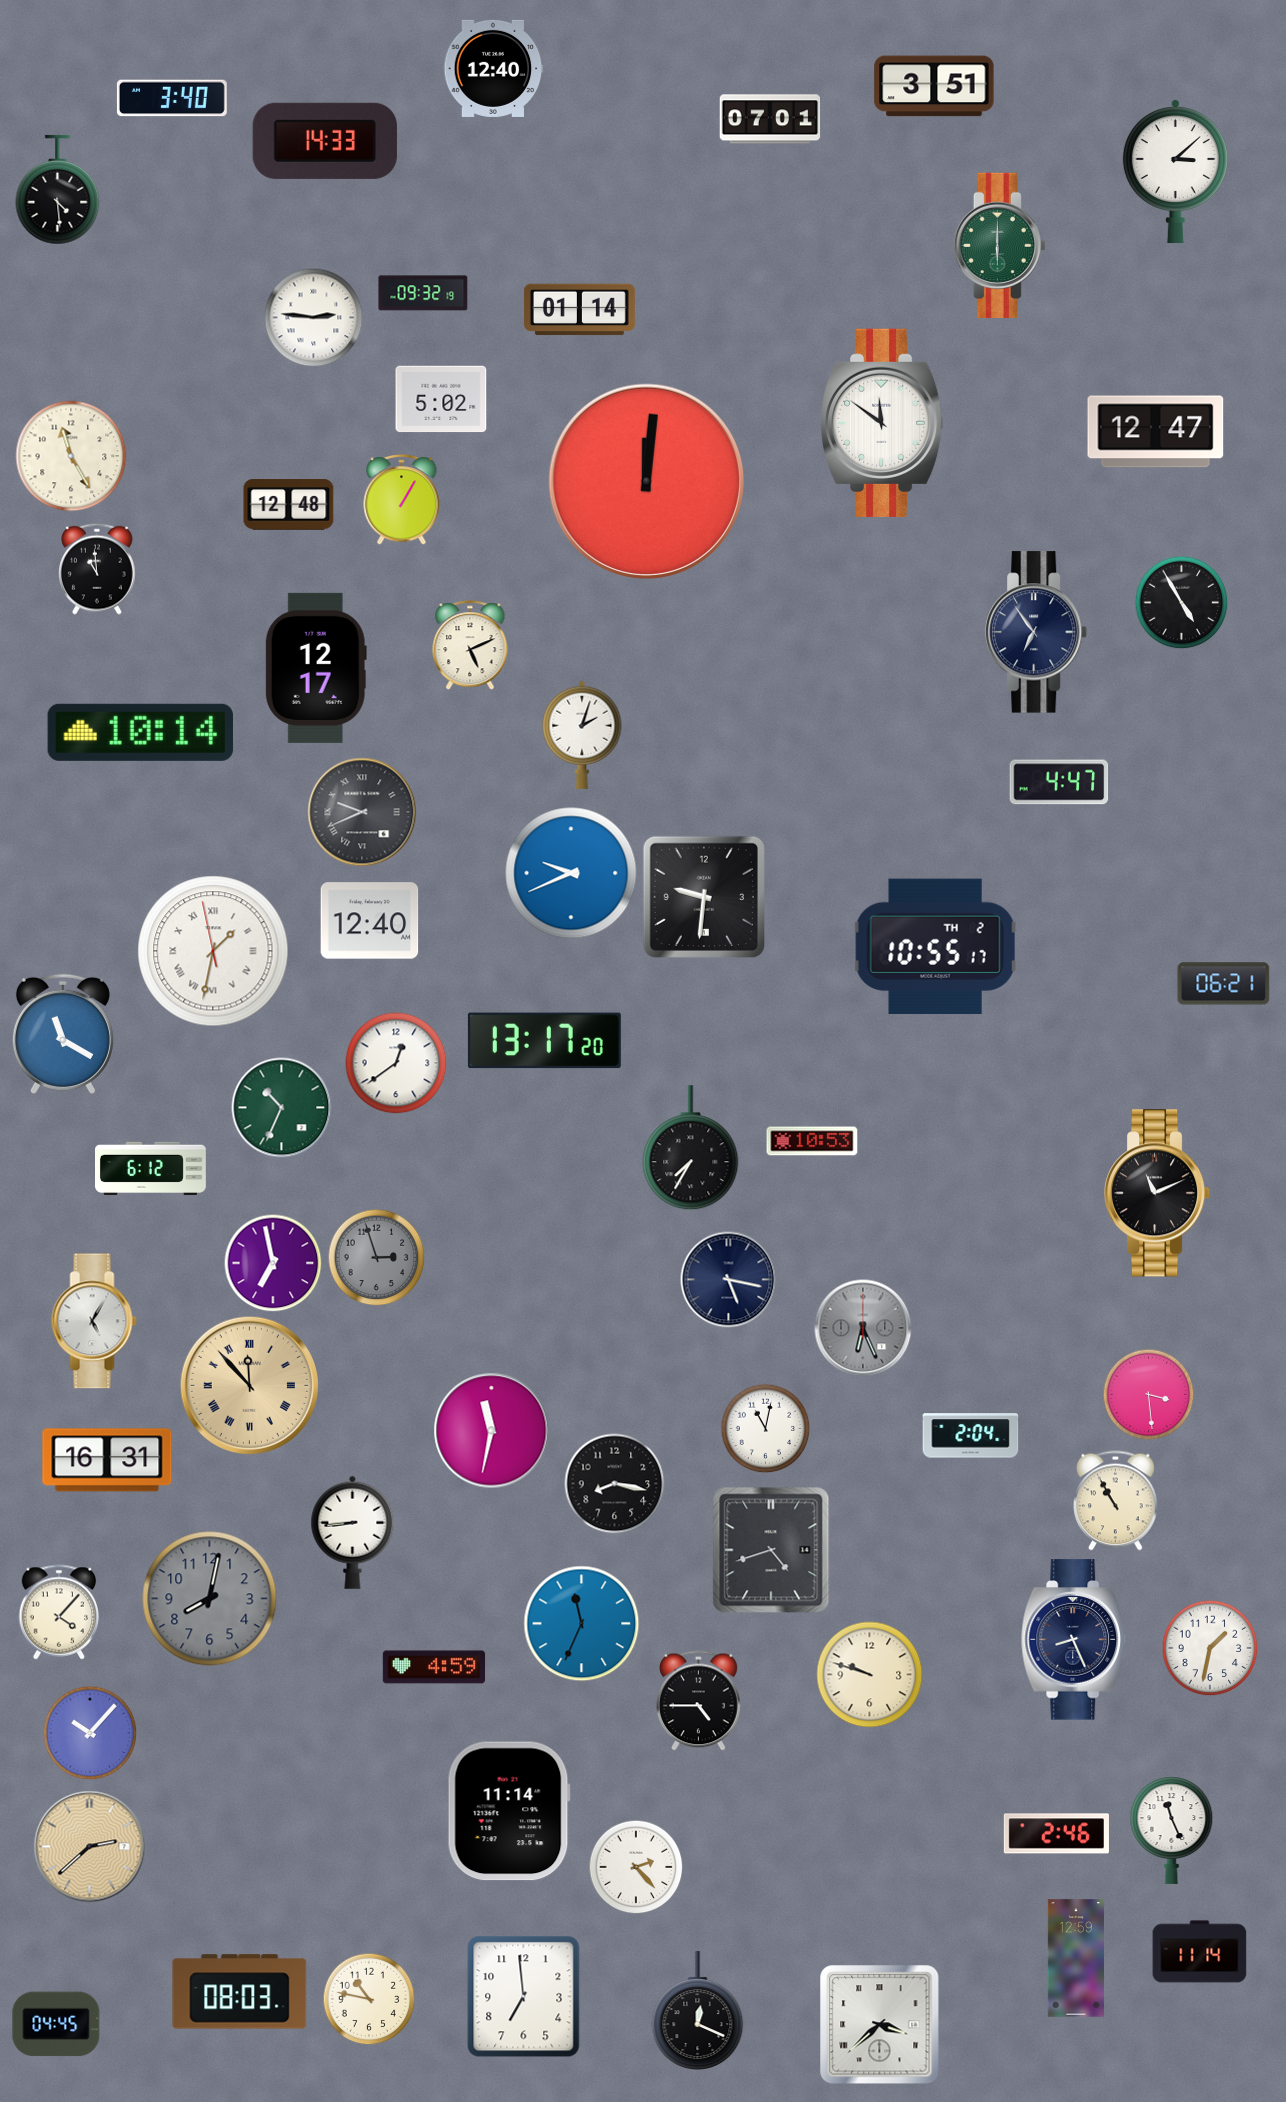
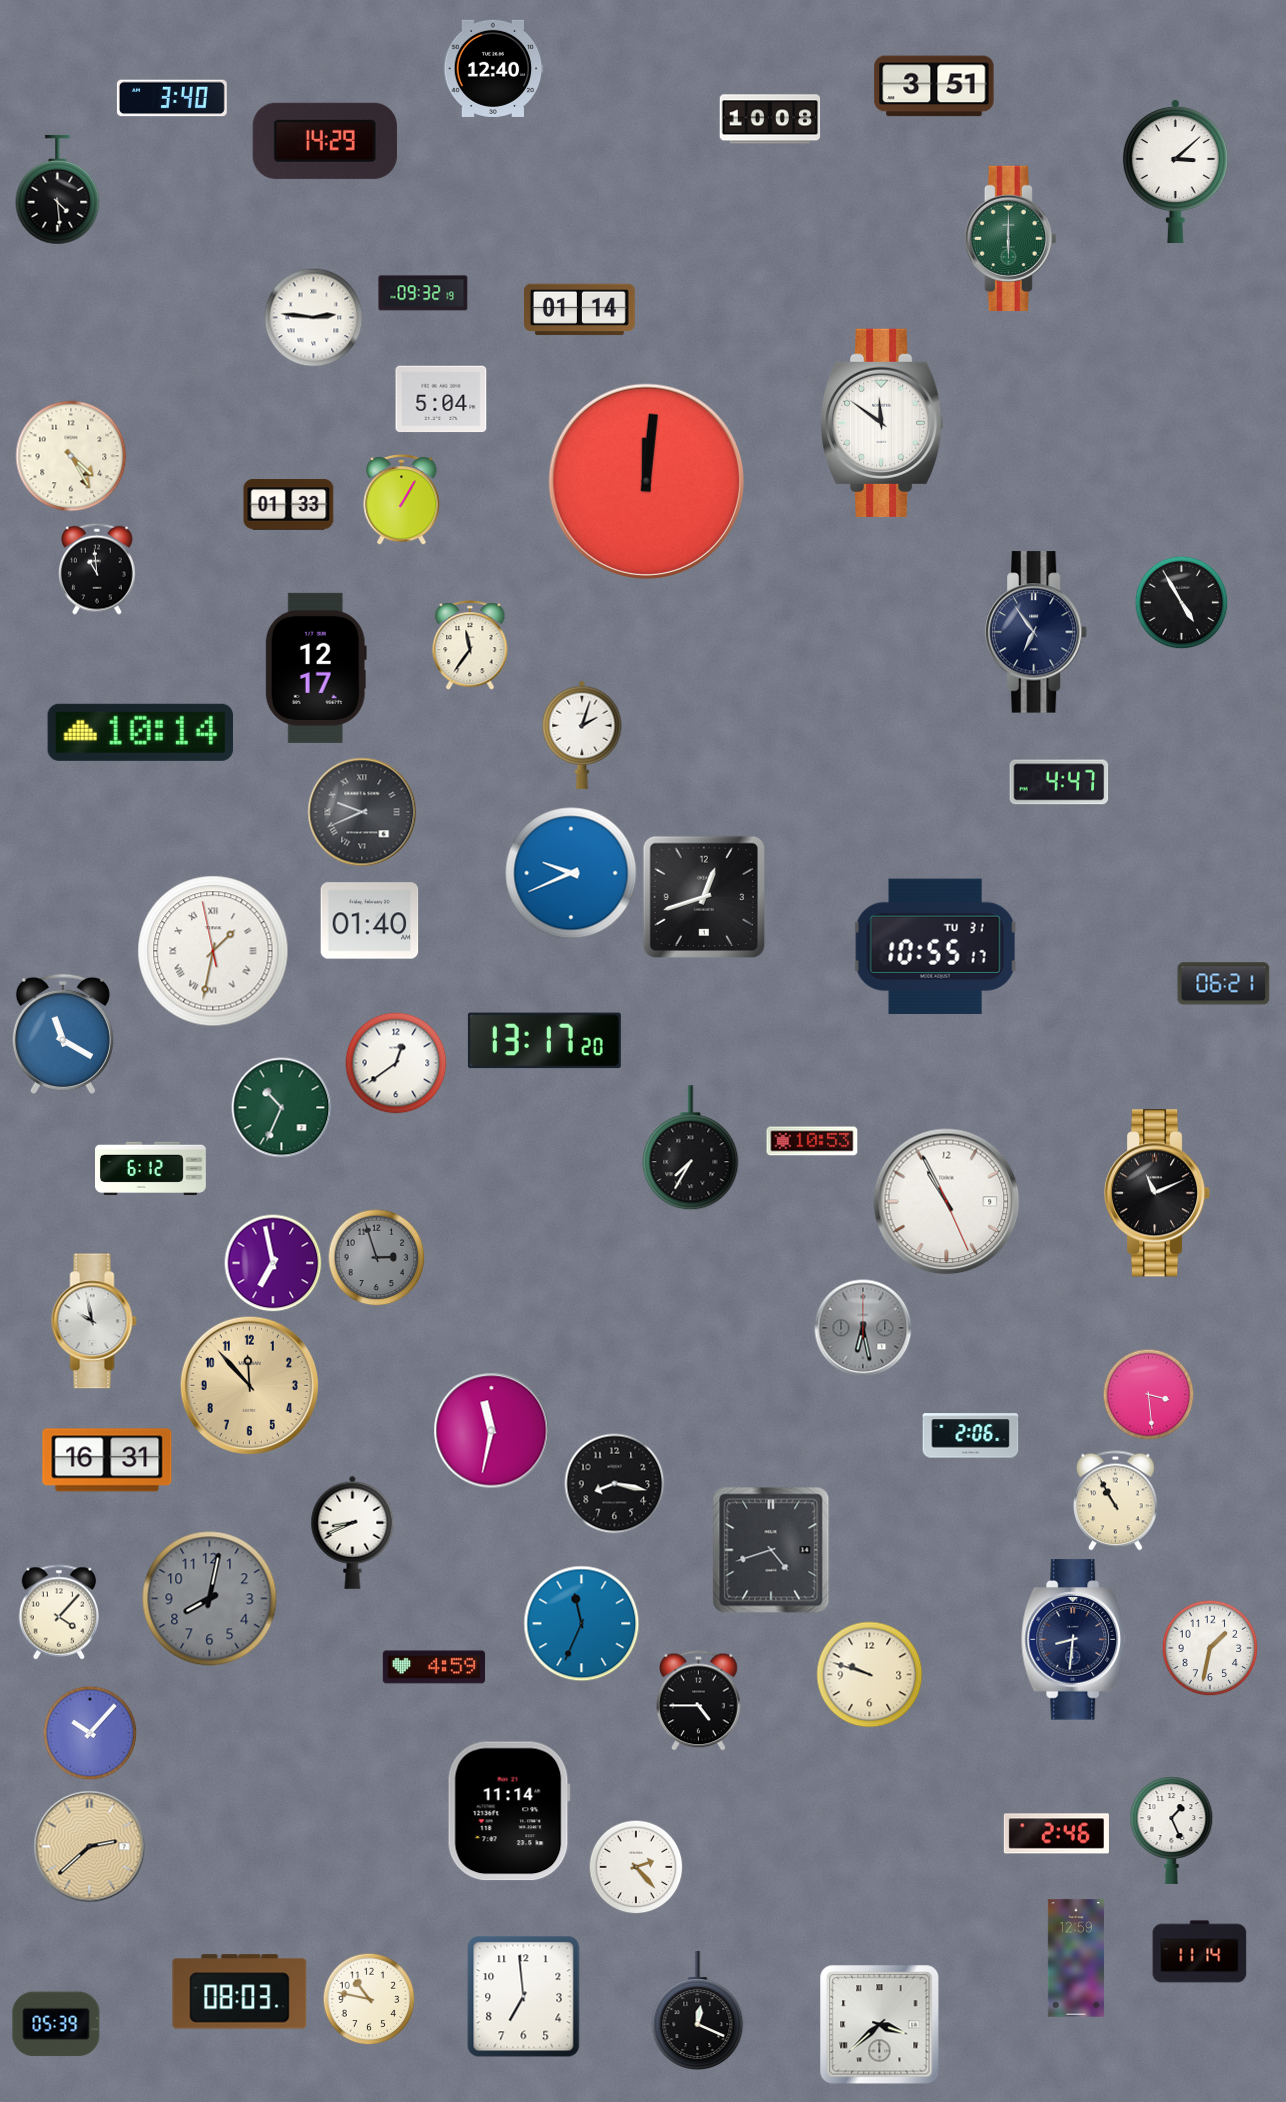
clock at (770, 119): 07:01 -> 10:08
clock at (325, 141): 14:33 -> 14:29
clock at (999, 245) position: (999, 245) -> (1010, 238)
clock at (441, 399): 5:02 -> 5:04
clock at (1156, 432): 12:47 -> none
clock at (71, 456): 11:25 -> 4:25
clock at (289, 505): 12:48 -> 01:33
clock at (470, 645): 5:11 -> 11:36
clock at (704, 897): 9:31 -> 12:42
clock at (370, 921): 12:40 -> 01:40
clock at (935, 946) date: TH 2 -> TU 31
clock at (947, 1202): none -> 10:55
clock at (729, 1280): 5:17 -> none
clock at (94, 1321): 5:05 -> 9:58
clock at (863, 1328): 6:26 -> 6:28
clock at (249, 1385) numerals: Roman -> Arabic
clock at (765, 1428): 11:02 -> none
clock at (971, 1436): 2:04 -> 2:06
clock at (353, 1532): 8:44 -> 8:41
clock at (1074, 1640): 8:26 -> 8:31
clock at (1172, 1830): 11:26 -> 1:26
clock at (56, 2024): 04:45 -> 05:39
